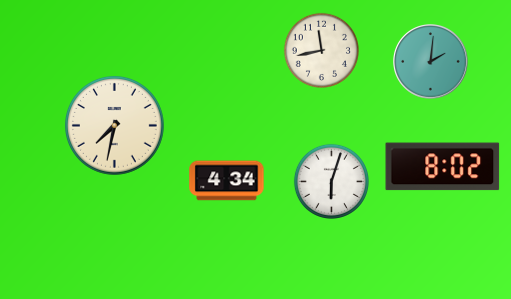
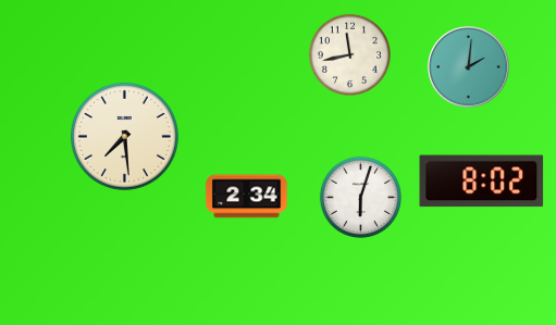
clock at (114, 125): 7:32 -> 7:29
clock at (227, 181): 4:34 -> 2:34
